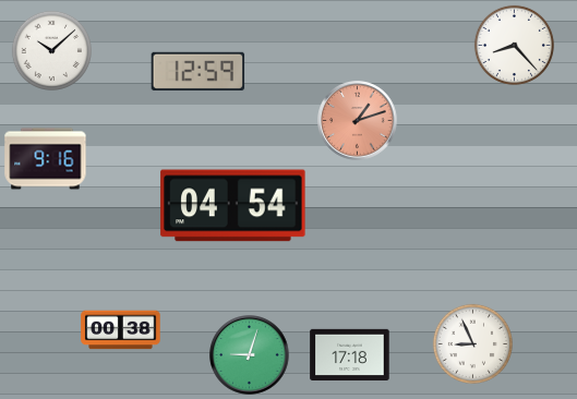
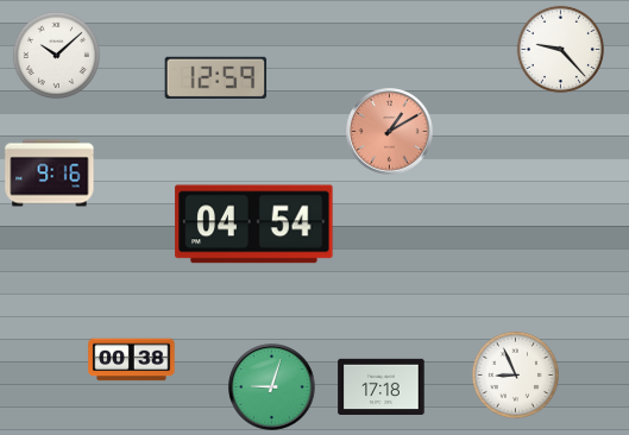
clock at (514, 45): 8:23 -> 9:23
clock at (358, 121): 1:12 -> 1:10
